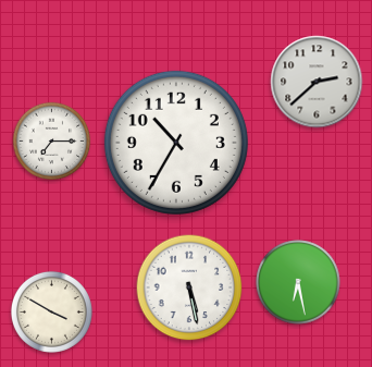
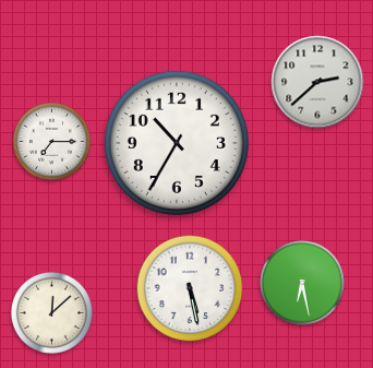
clock at (298, 282) position: (298, 282) -> (302, 283)
clock at (51, 311): 3:50 -> 12:08
